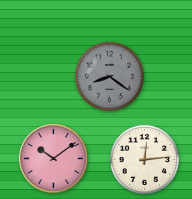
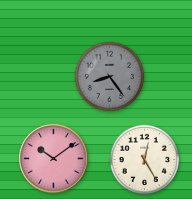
clock at (109, 76): 8:21 -> 8:24
clock at (144, 159): 12:14 -> 12:25
